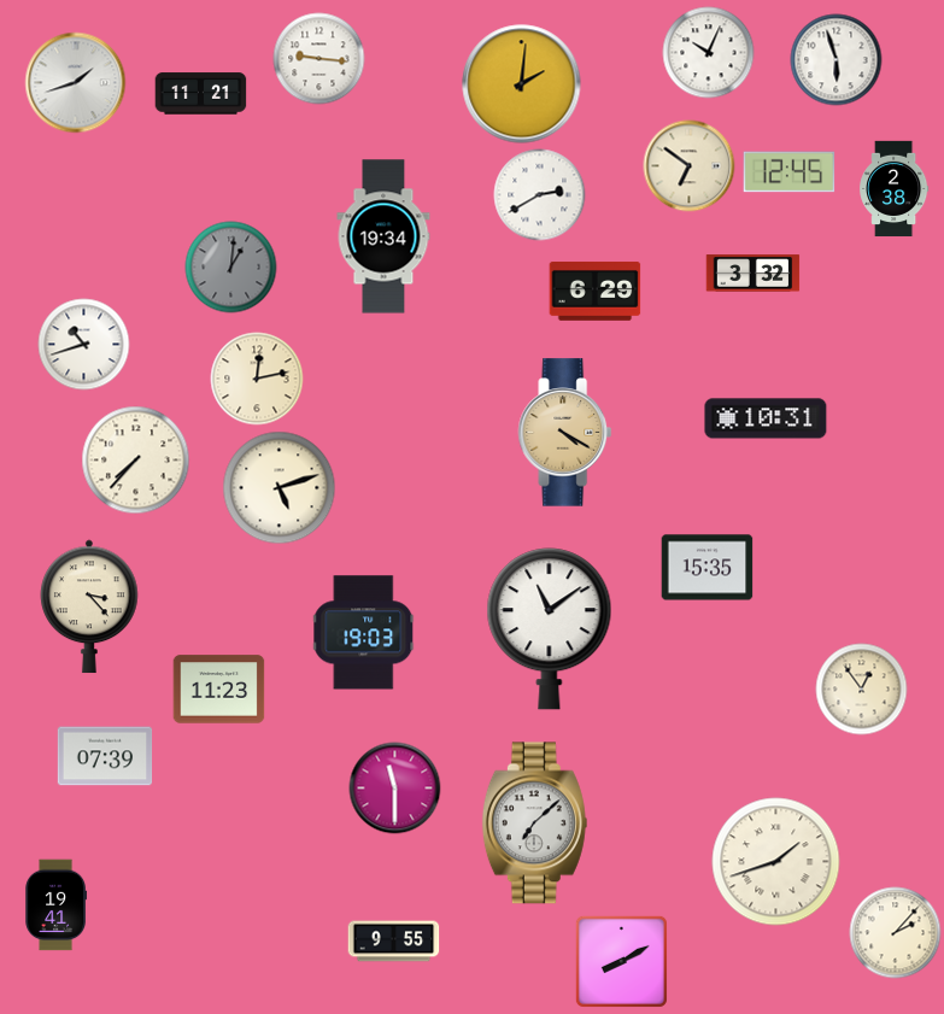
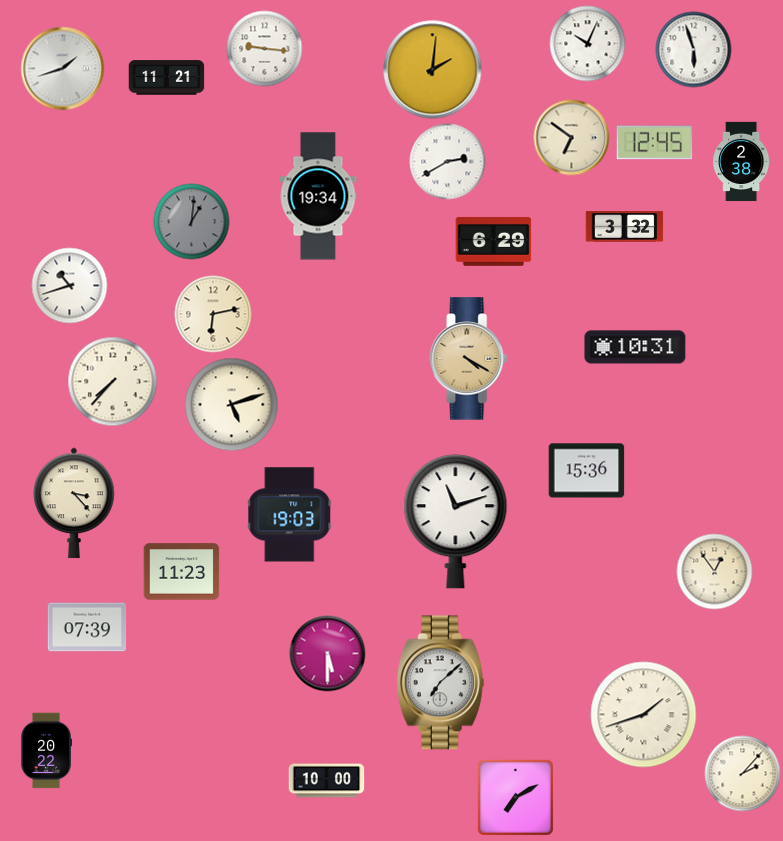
clock at (895, 189) position: (895, 189) -> (742, 162)
clock at (257, 379): 12:13 -> 6:13
clock at (708, 568): 15:35 -> 15:36
clock at (550, 629): 11:09 -> 11:12
clock at (364, 633) position: (364, 633) -> (290, 515)
clock at (395, 789): 11:30 -> 5:30
clock at (534, 823) position: (534, 823) -> (440, 683)
clock at (55, 905): 19:41 -> 20:22
clock at (394, 942): 9:55 -> 10:00
clock at (621, 961): 8:10 -> 7:10
